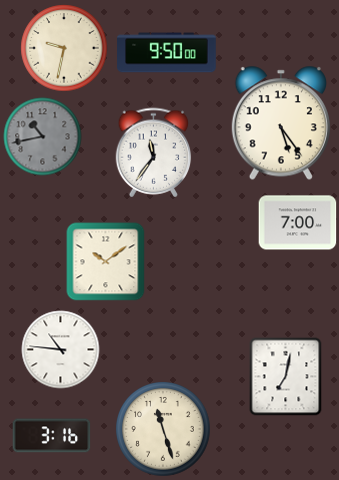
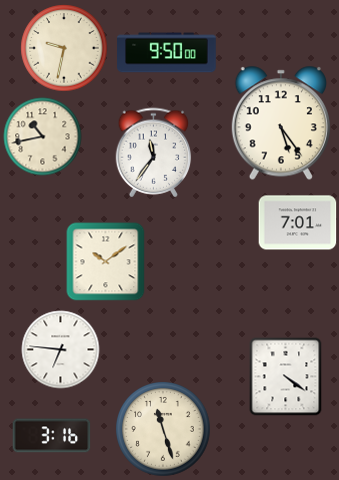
clock at (42, 136) dial: grey -> cream
clock at (297, 223): 7:00 -> 7:01
clock at (60, 349): 10:46 -> 6:46
clock at (286, 376): 7:02 -> 4:21
